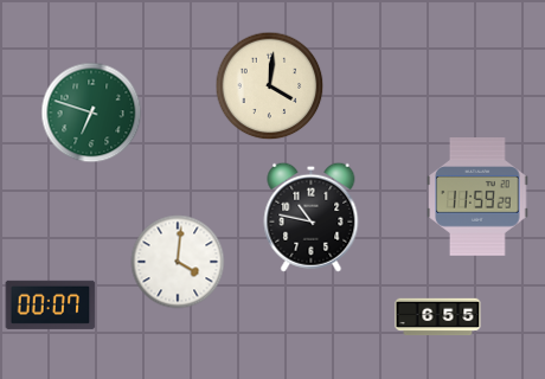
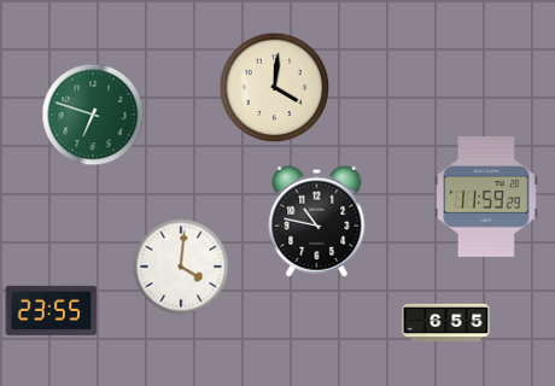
clock at (477, 197) position: (477, 197) -> (486, 197)
clock at (51, 304): 00:07 -> 23:55
